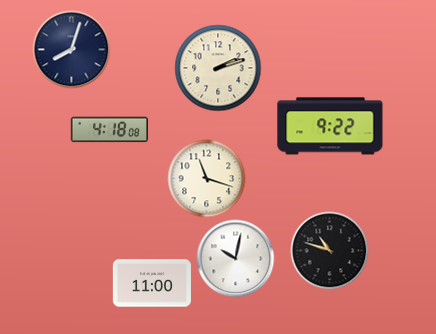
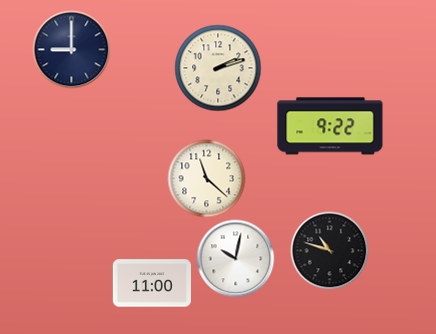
clock at (71, 49): 8:03 -> 9:00
clock at (109, 130): 4:18 -> none
clock at (206, 178): 11:18 -> 11:22
